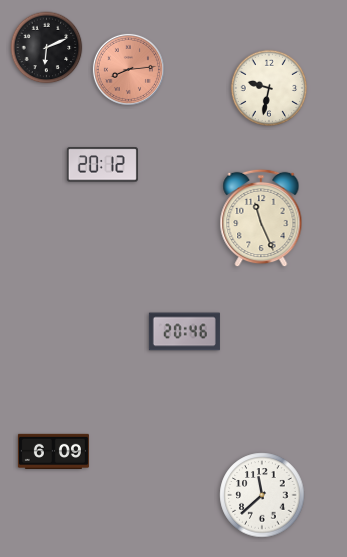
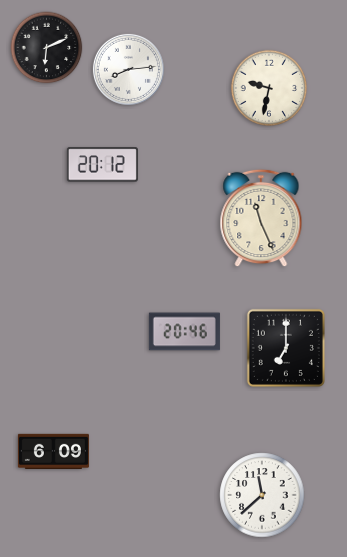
clock at (128, 69) dial: salmon -> white
clock at (286, 348): none -> 7:00
